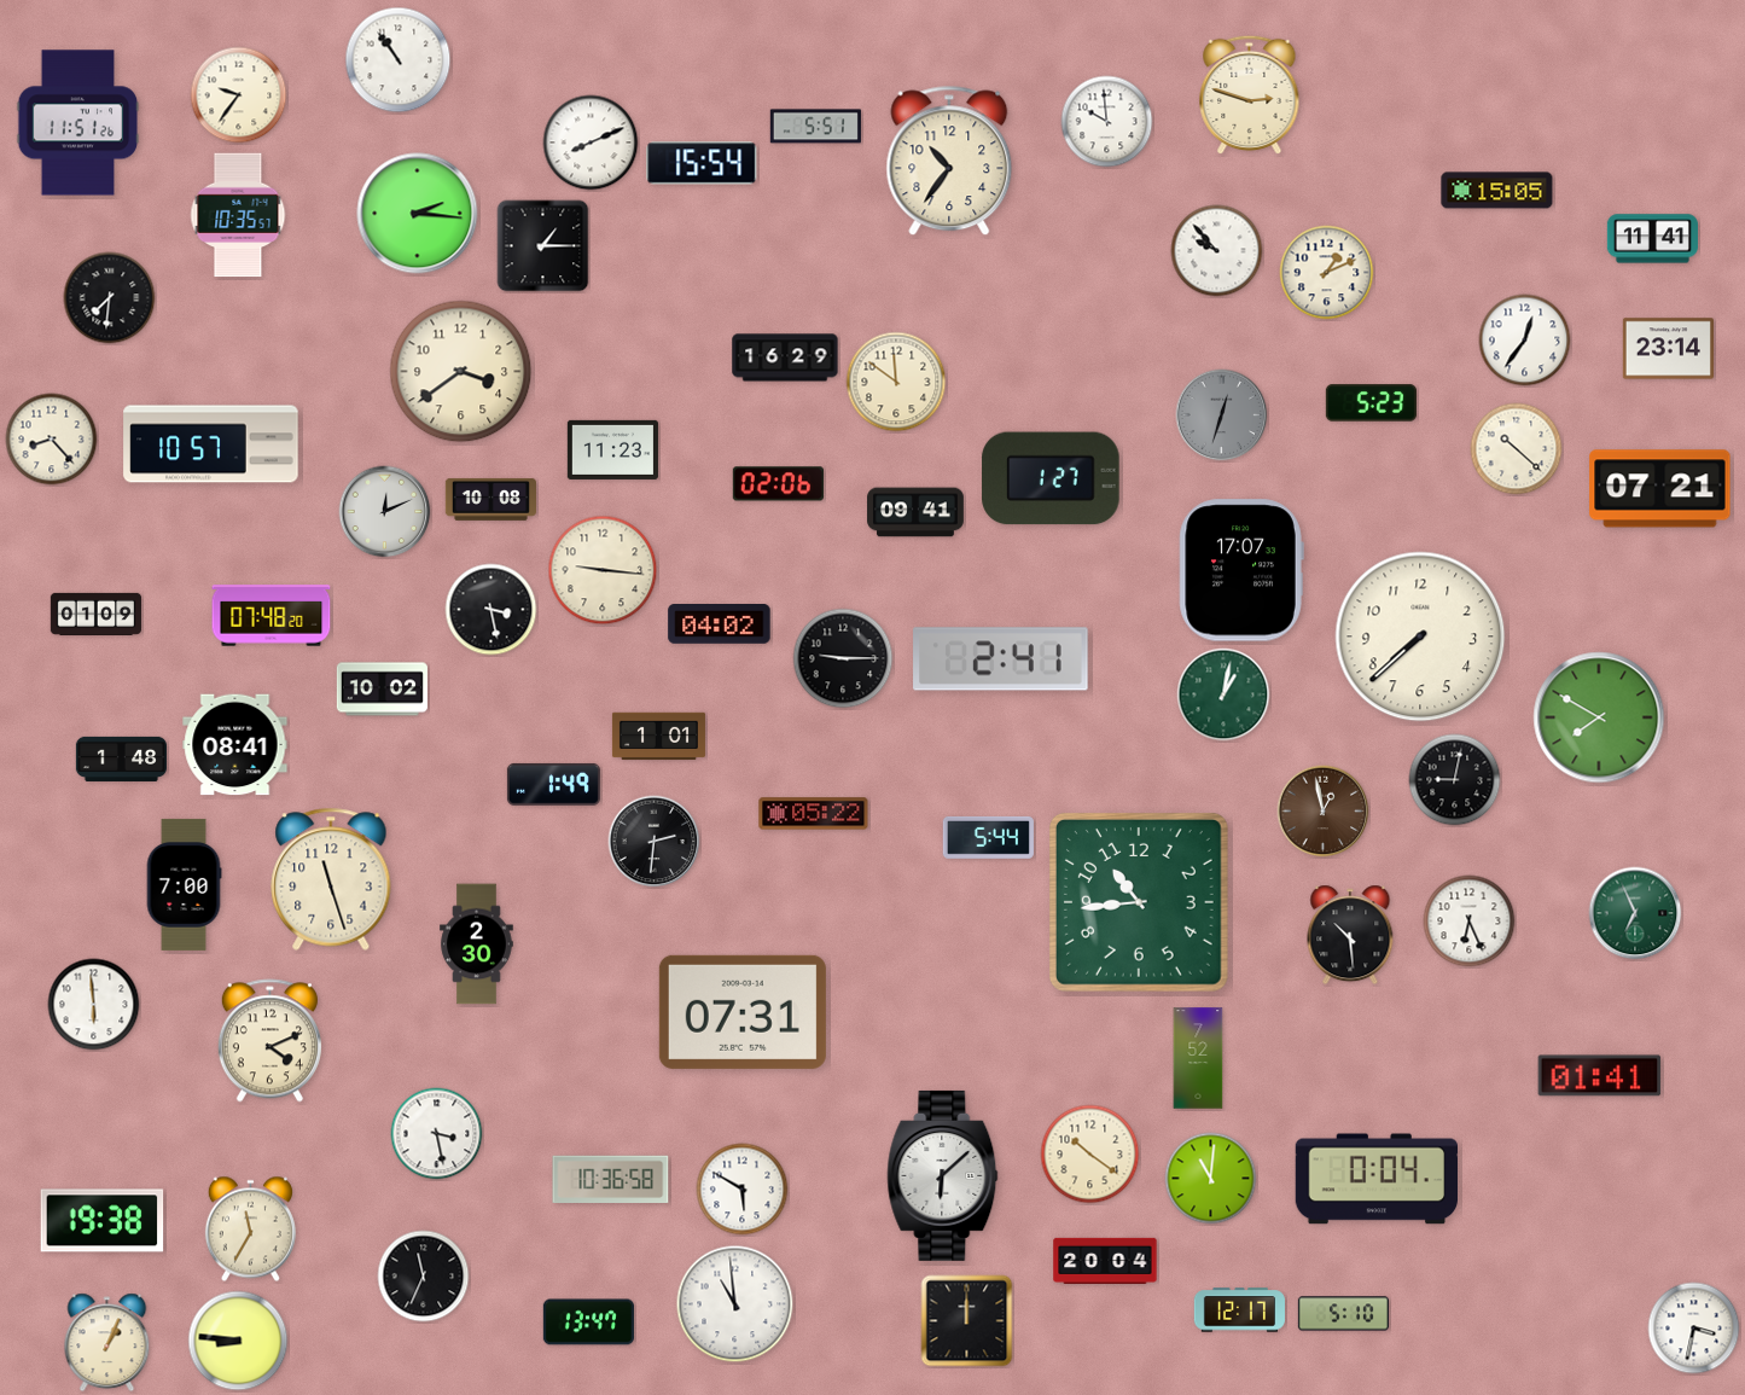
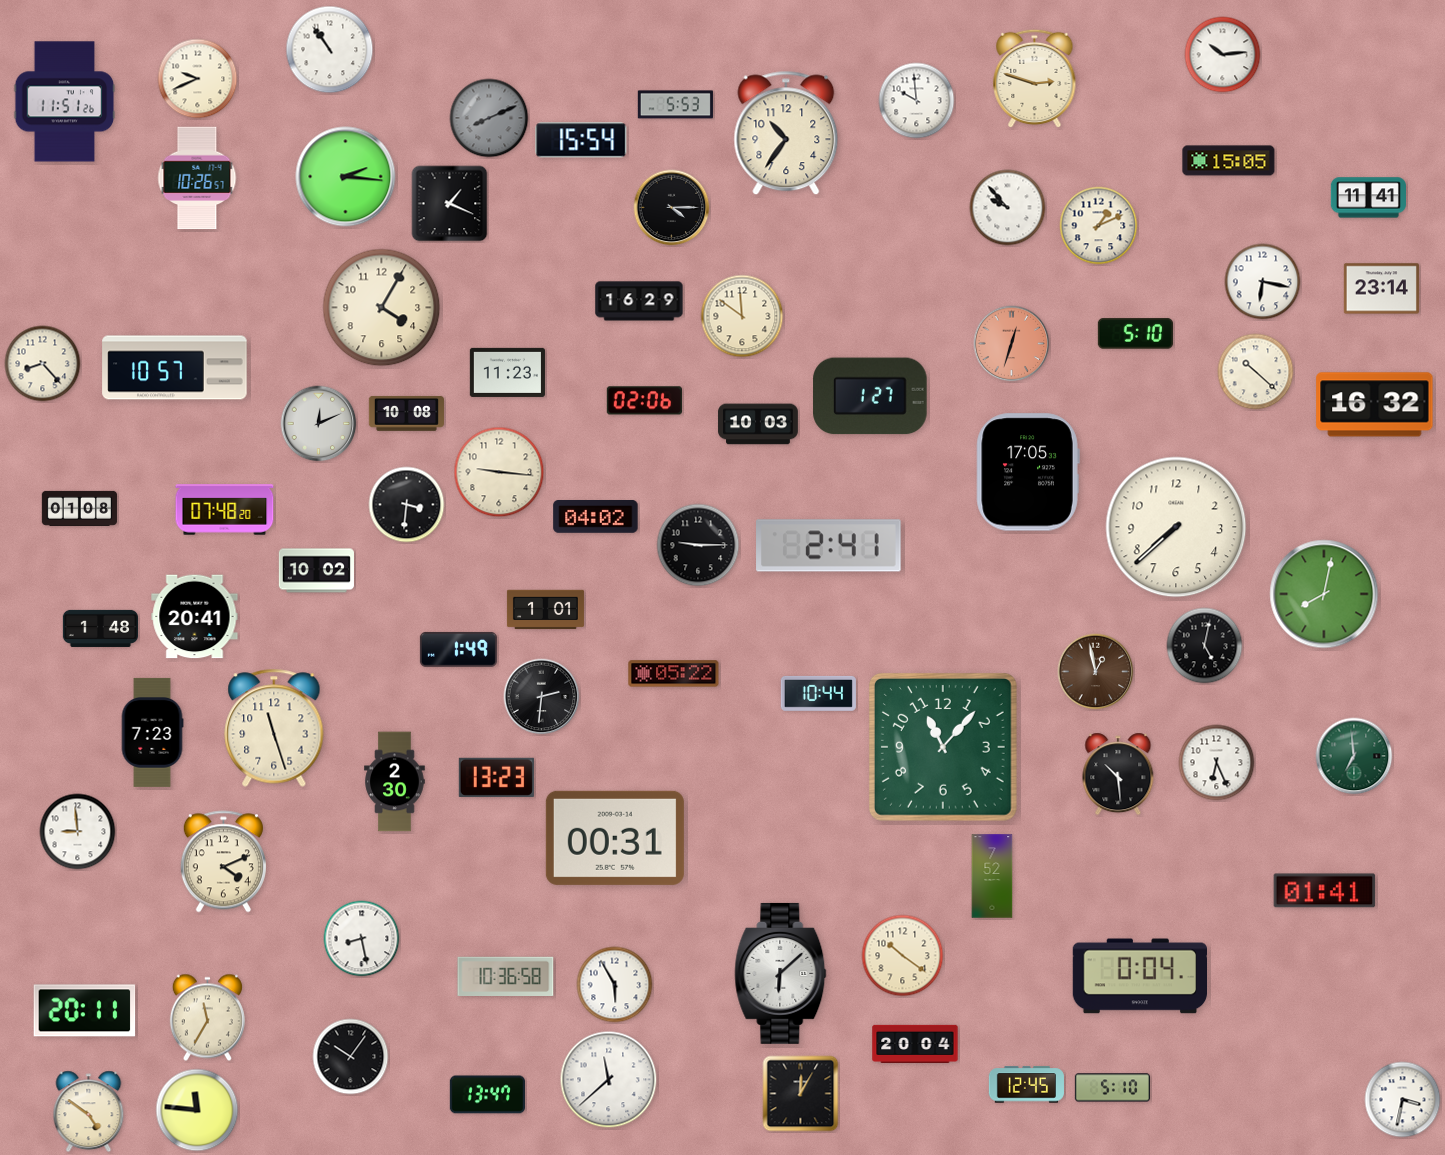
clock at (1223, 55): none -> 10:14
clock at (239, 95): 9:36 -> 9:41
clock at (815, 127): 5:51 -> 5:53
clock at (591, 143) dial: white -> grey
clock at (702, 163) position: (702, 163) -> (581, 140)
clock at (1497, 191) position: (1497, 191) -> (1229, 161)
clock at (238, 215): 10:35 -> 10:26
clock at (543, 246): 1:15 -> 1:19
clock at (672, 208): none -> 4:15
clock at (110, 298): 7:31 -> none
clock at (1525, 341): 12:36 -> 6:17
clock at (785, 358) position: (785, 358) -> (639, 301)
clock at (461, 372): 3:39 -> 4:05
clock at (1371, 403): 5:23 -> 5:10
clock at (1222, 415) dial: grey -> salmon
clock at (1660, 489): 07:21 -> 16:32
clock at (915, 512): 09:41 -> 10:03
clock at (1241, 570): 17:07 -> 17:05
clock at (491, 610): 3:28 -> 3:31
clock at (95, 614): 01:09 -> 01:08
clock at (1223, 694): 1:02 -> none
clock at (1599, 717): 7:50 -> 8:02
clock at (235, 745): 08:41 -> 20:41
clock at (1455, 780): 9:02 -> 5:02
clock at (988, 837): 5:44 -> 10:44
clock at (184, 884): 7:00 -> 7:23
clock at (1139, 902): 10:44 -> 11:07
clock at (1635, 913): 6:56 -> 6:59
clock at (496, 777): none -> 13:23
clock at (94, 1005): 5:59 -> 8:59
clock at (743, 1012): 07:31 -> 00:31
clock at (437, 1134): 3:28 -> 8:28
clock at (1211, 1179): 11:01 -> none
clock at (743, 1190): 5:50 -> 5:55
clock at (103, 1221): 19:38 -> 20:11
clock at (424, 1277): 11:34 -> 10:06
clock at (735, 1304): 10:59 -> 11:38
clock at (1239, 1310): 12:17 -> 12:45
clock at (967, 1321): 12:00 -> 12:05
clock at (238, 1341): 8:46 -> 11:46
clock at (107, 1343): 1:04 -> 4:51
